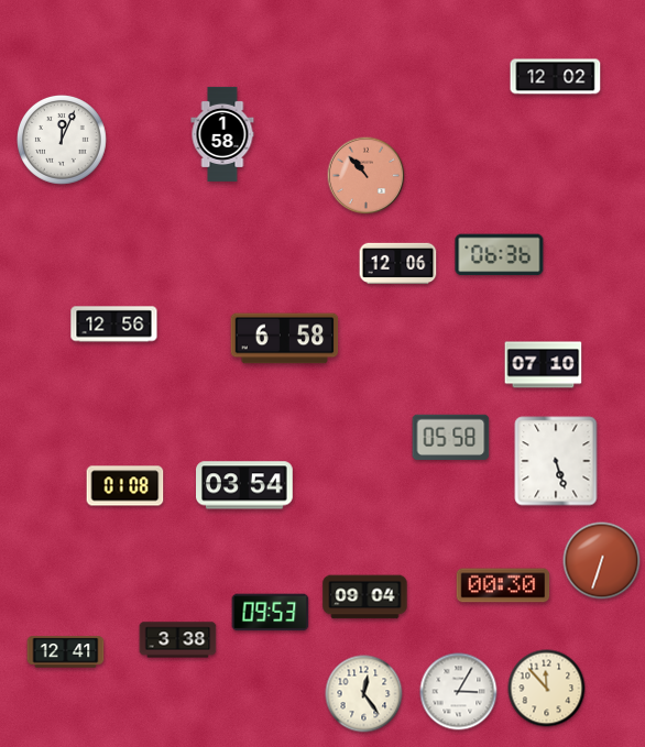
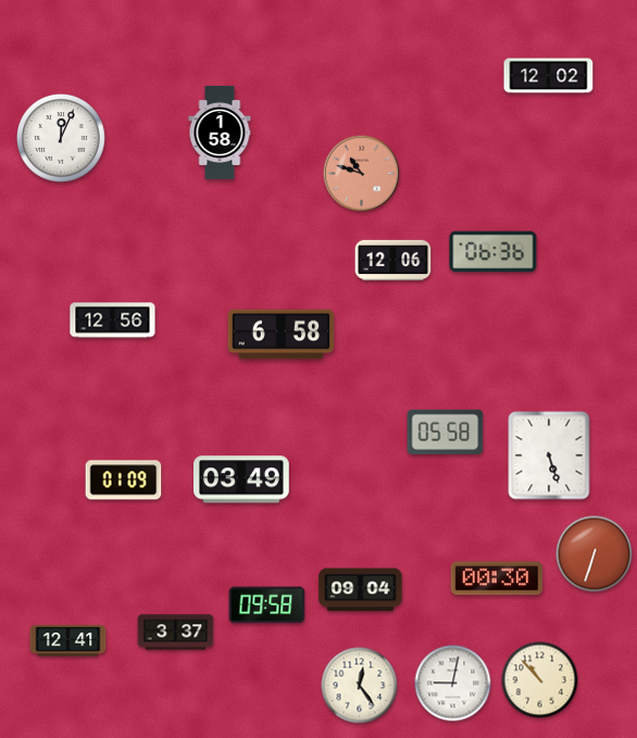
clock at (367, 176): 10:53 -> 10:48
clock at (544, 365): 07:10 -> none
clock at (245, 485): 03:54 -> 03:49
clock at (125, 486): 01:08 -> 01:09
clock at (271, 613): 09:53 -> 09:58
clock at (178, 640): 3:38 -> 3:37
clock at (66, 652) position: (66, 652) -> (68, 641)
clock at (547, 689): 11:53 -> 10:53
clock at (459, 692): 3:05 -> 9:02
